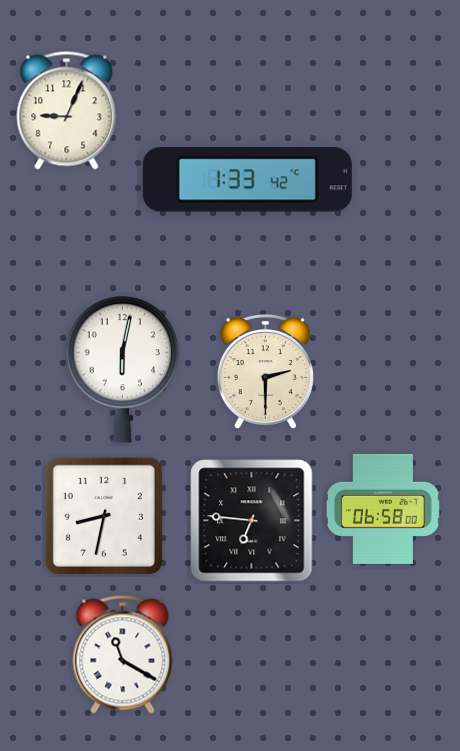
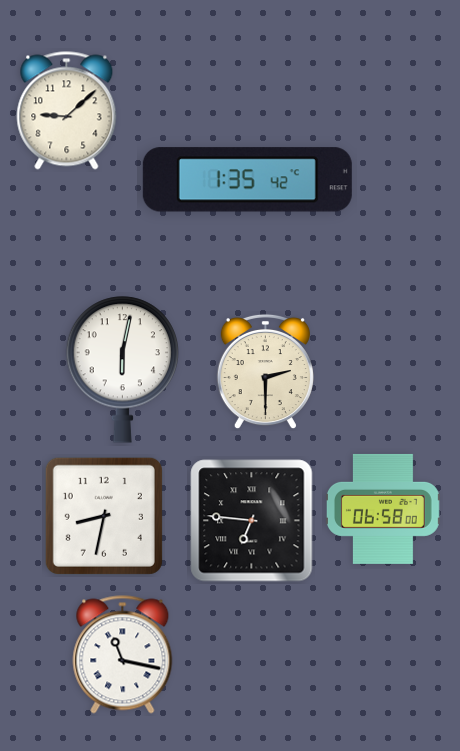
clock at (67, 111): 9:04 -> 9:08
clock at (247, 180): 1:33 -> 1:35
clock at (123, 655): 11:20 -> 11:17
